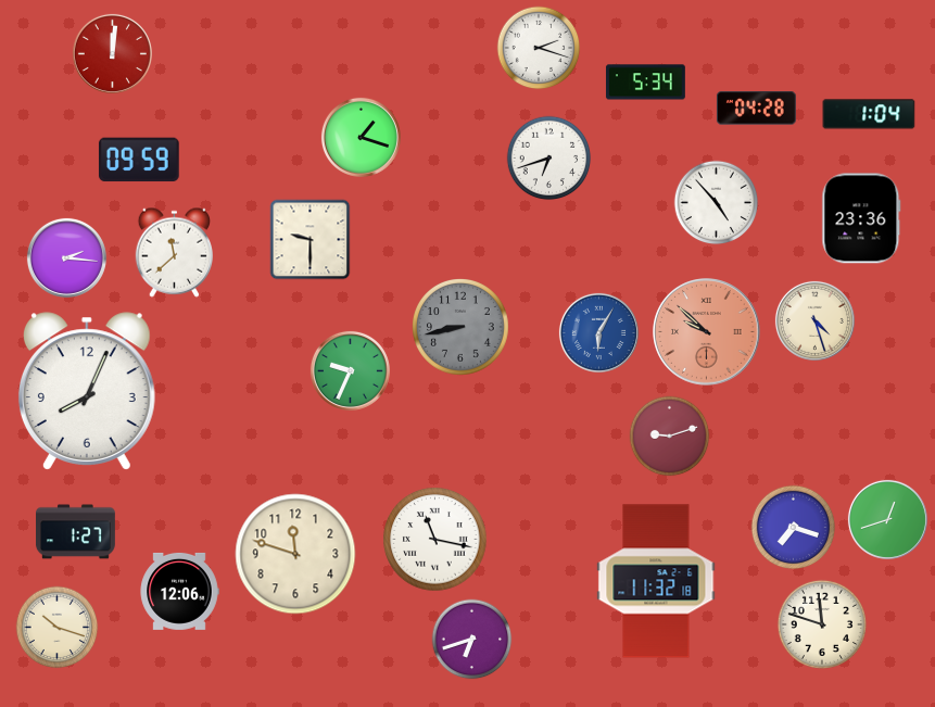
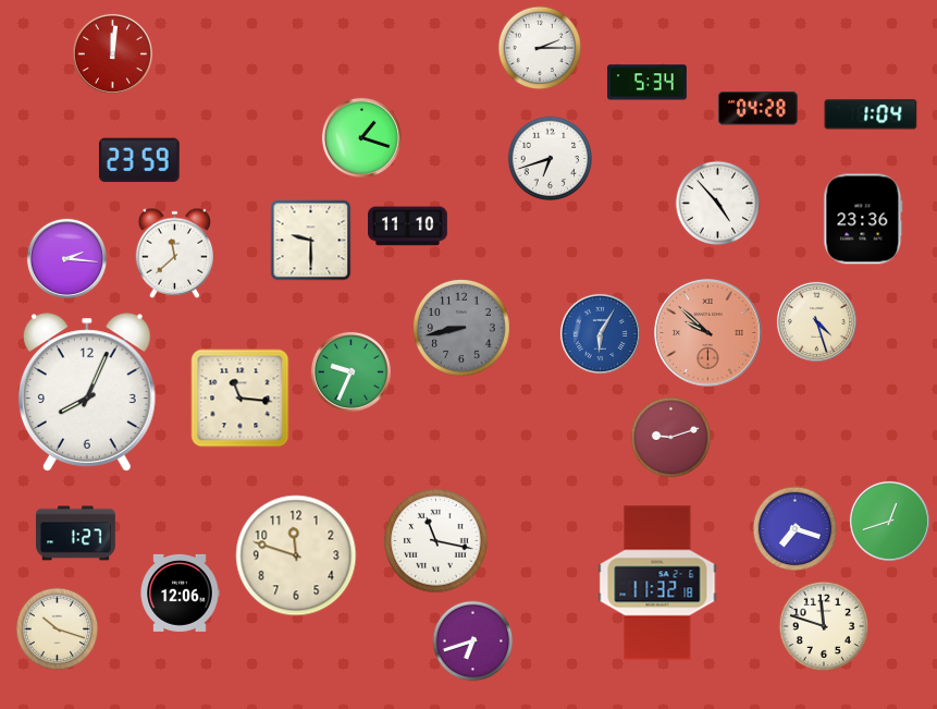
clock at (539, 48): 2:18 -> 2:15
clock at (139, 160): 09:59 -> 23:59
clock at (408, 227): none -> 11:10
clock at (241, 399): none -> 11:16
